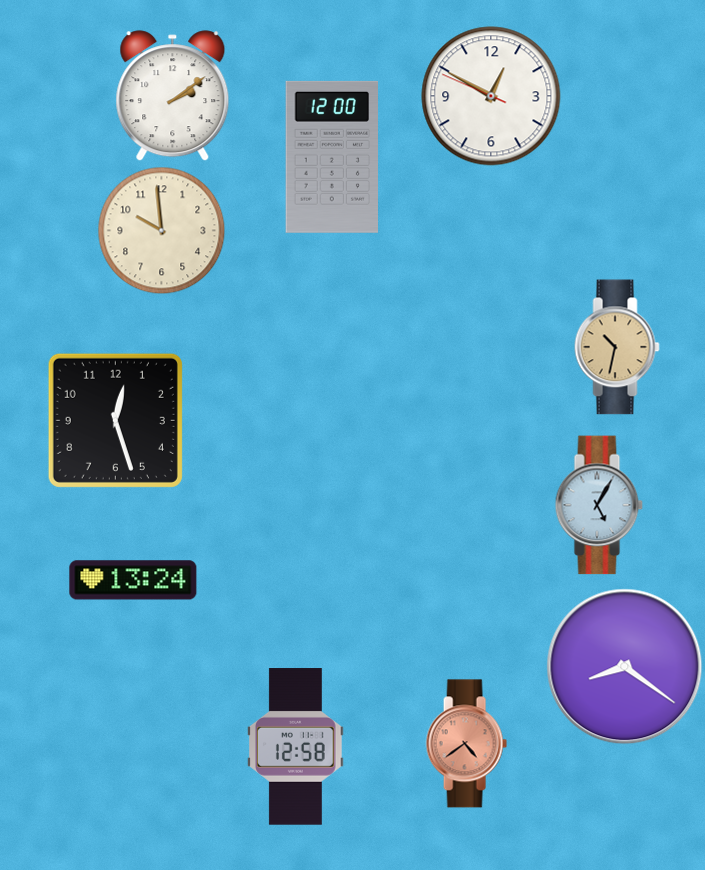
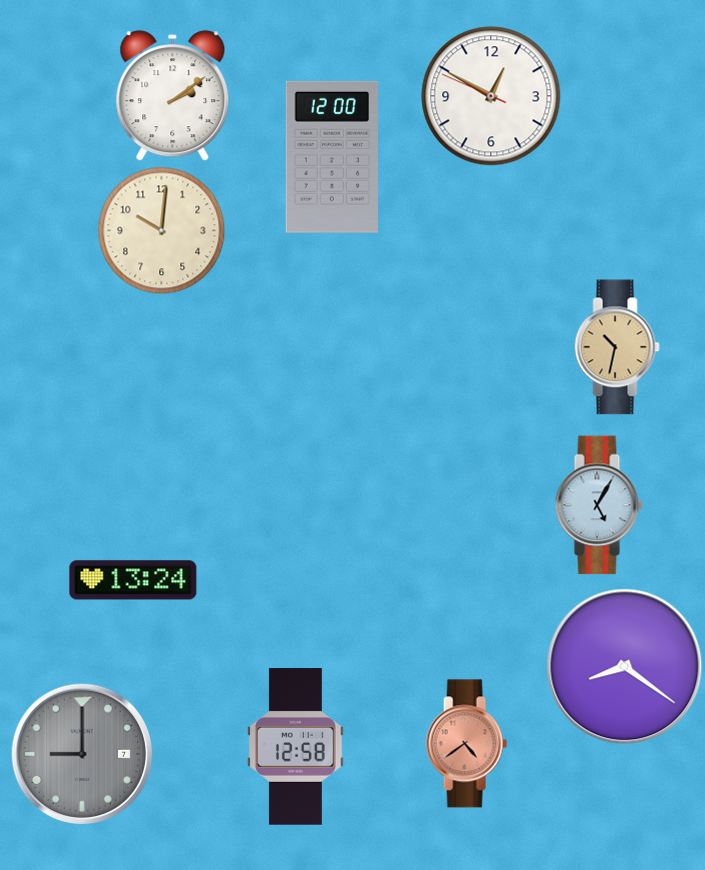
clock at (162, 231): 9:59 -> 10:01
clock at (115, 420): 12:27 -> none
clock at (81, 753): none -> 9:00
